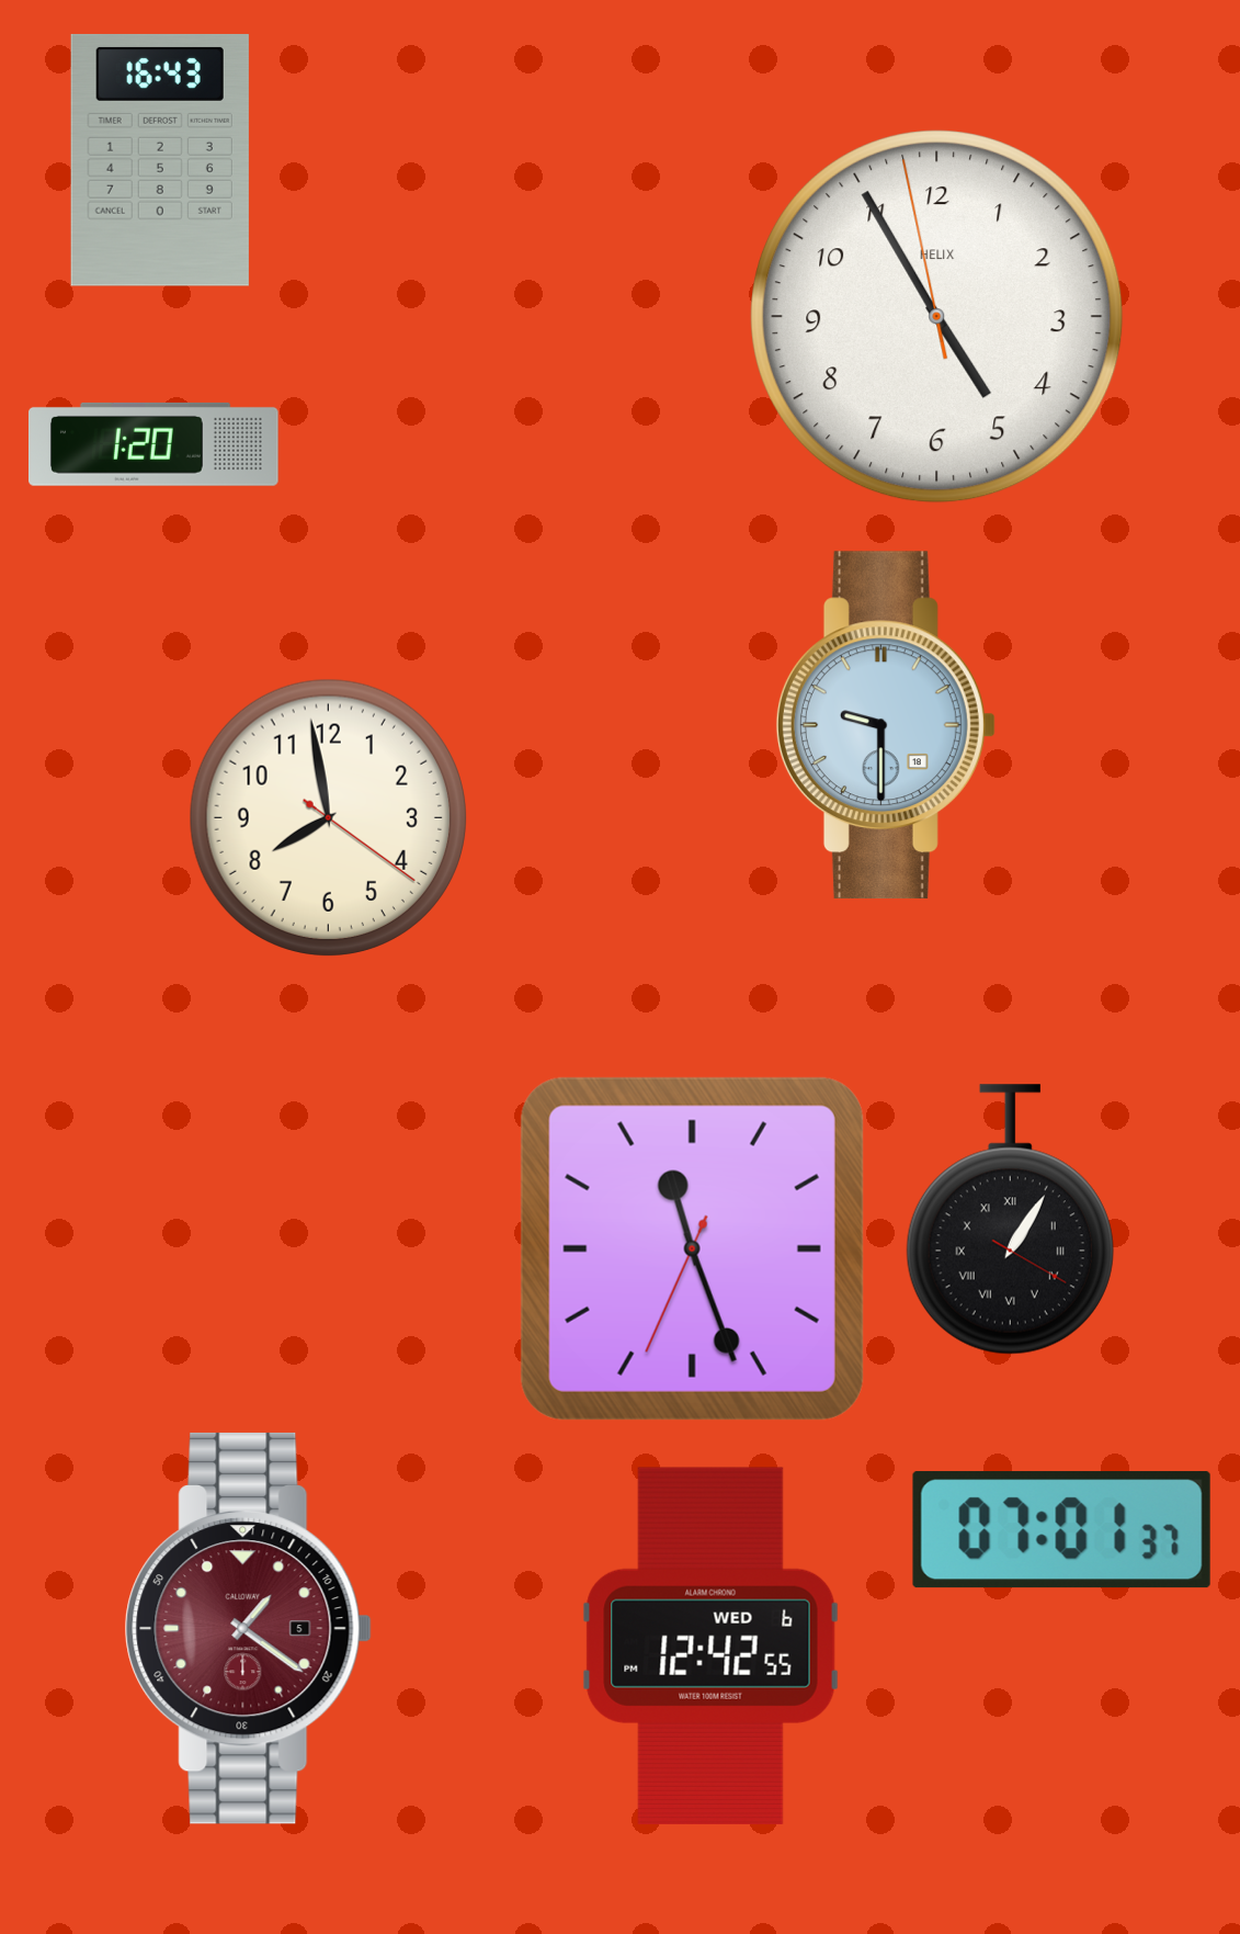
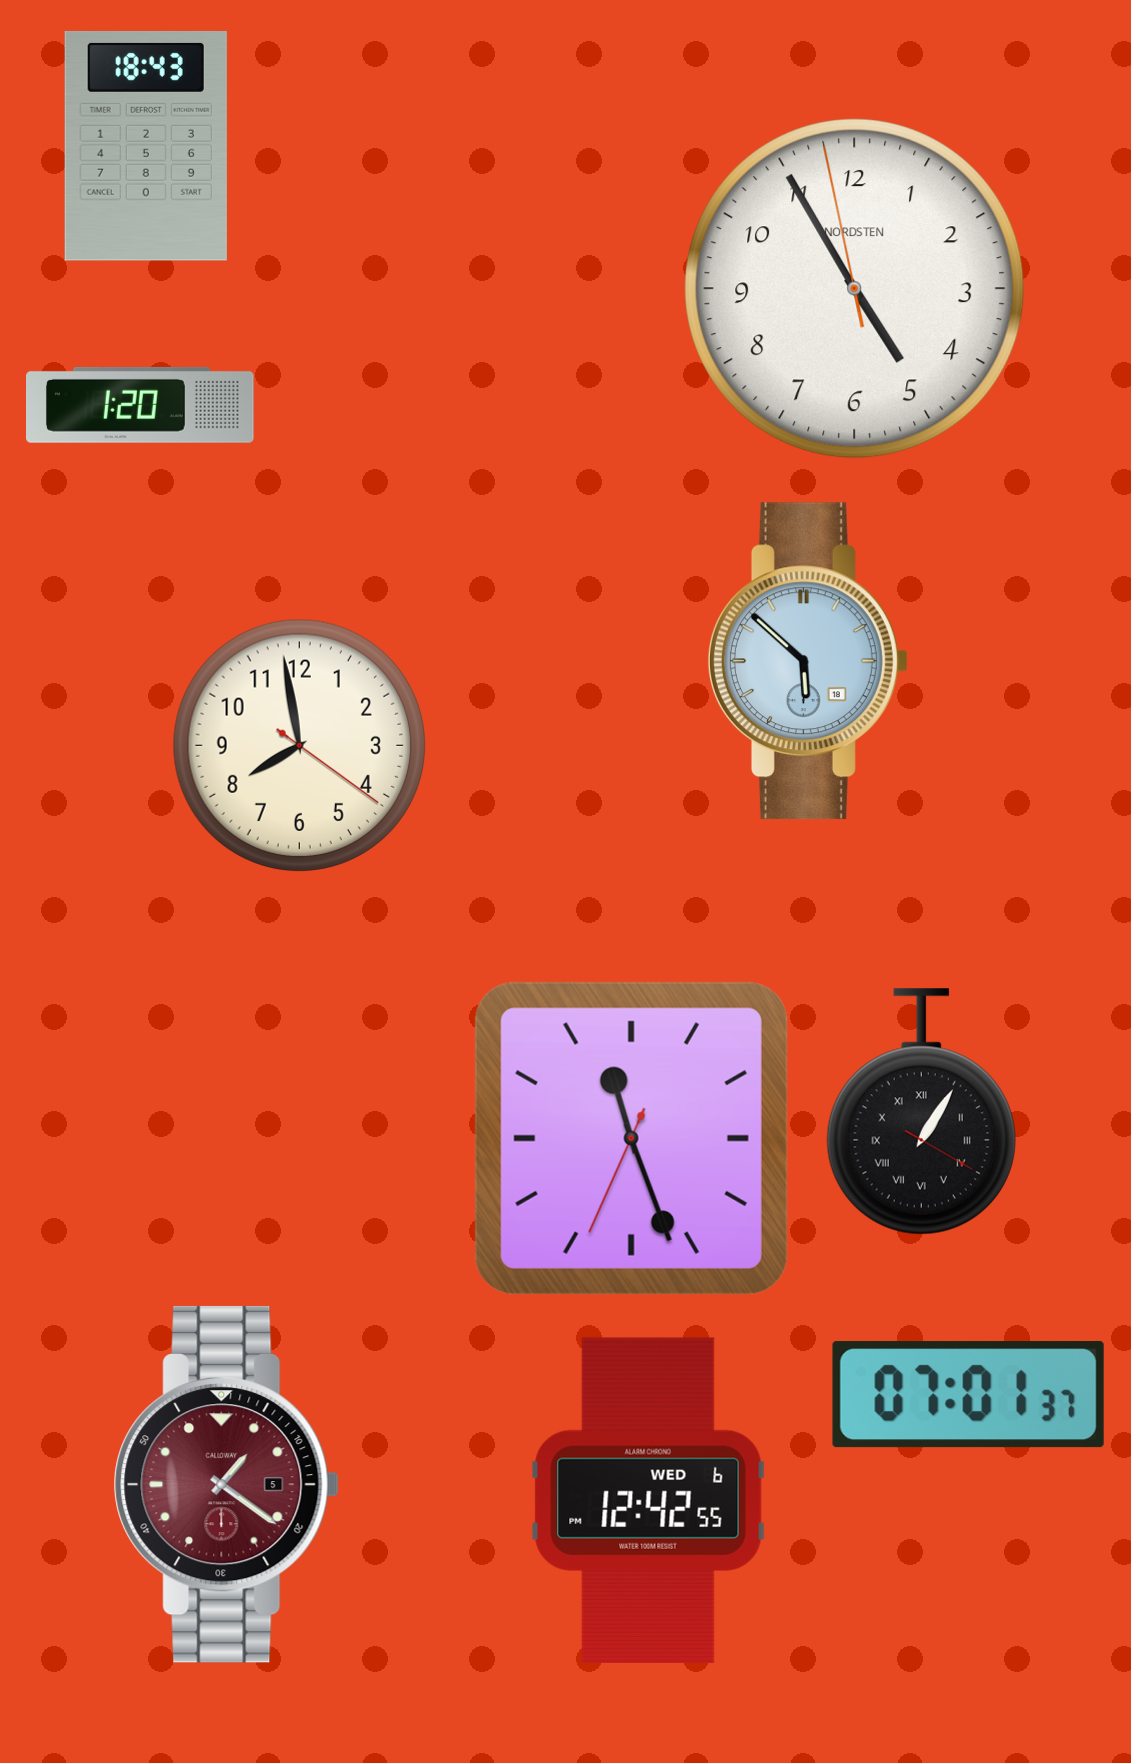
clock at (160, 160): 16:43 -> 18:43
clock at (937, 317) brand: HELIX -> NORDSTEN
clock at (886, 725): 9:30 -> 5:52
